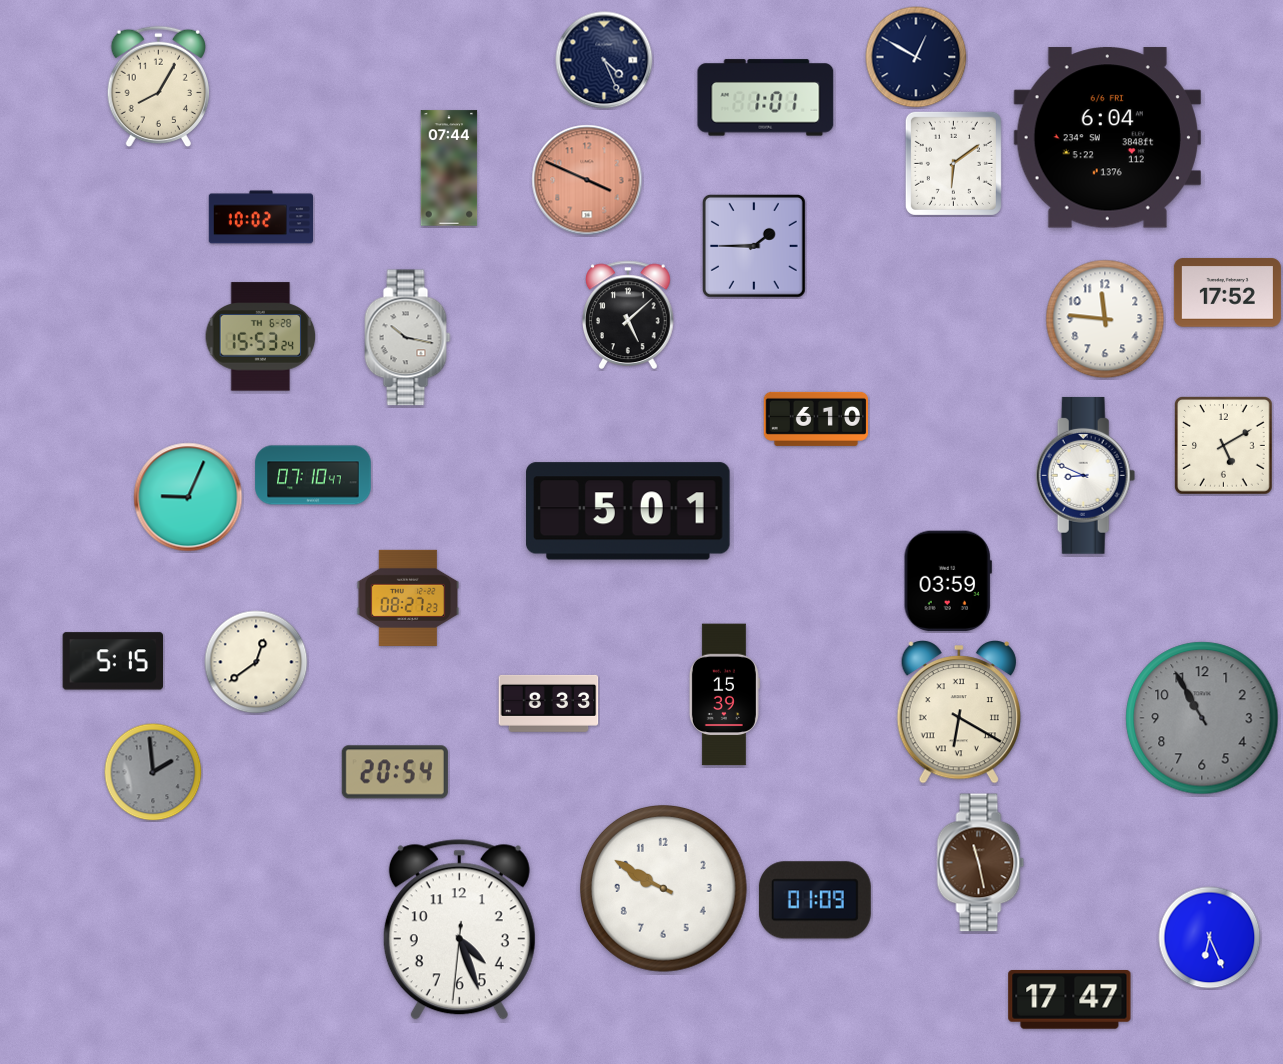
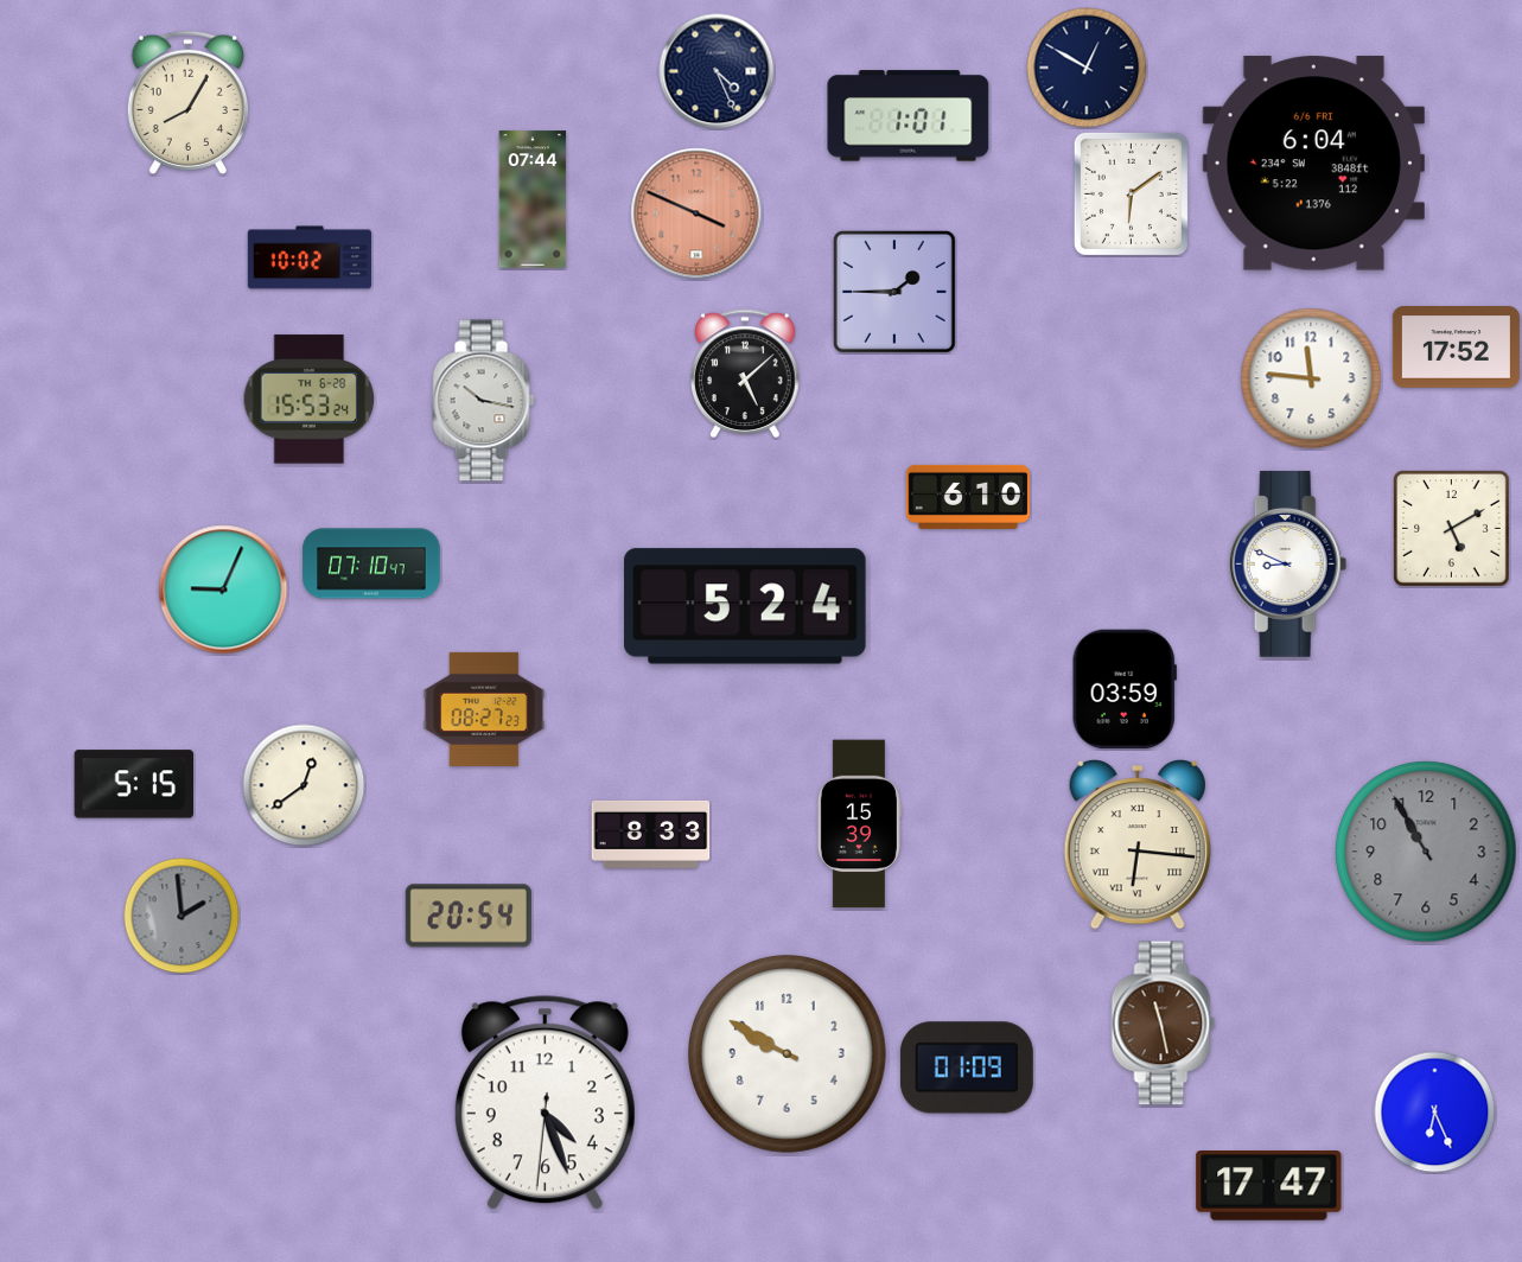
clock at (628, 511): 5:01 -> 5:24
clock at (959, 713): 6:20 -> 6:16
